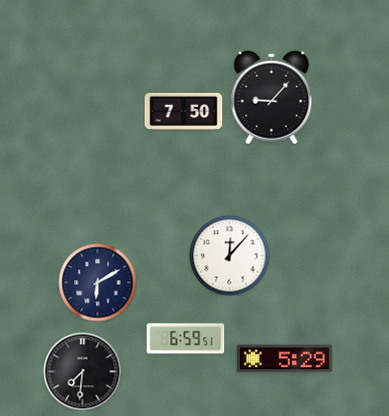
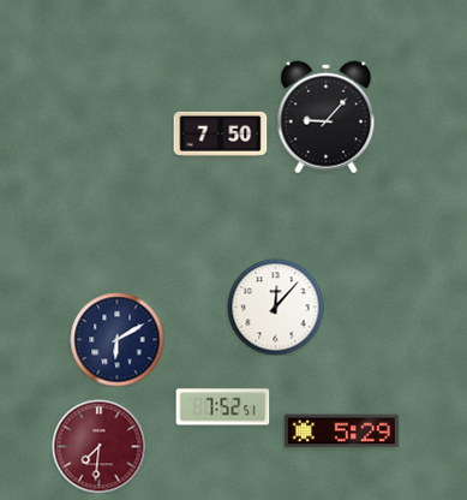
clock at (185, 339): 6:59 -> 7:52
clock at (82, 371) dial: black -> burgundy
